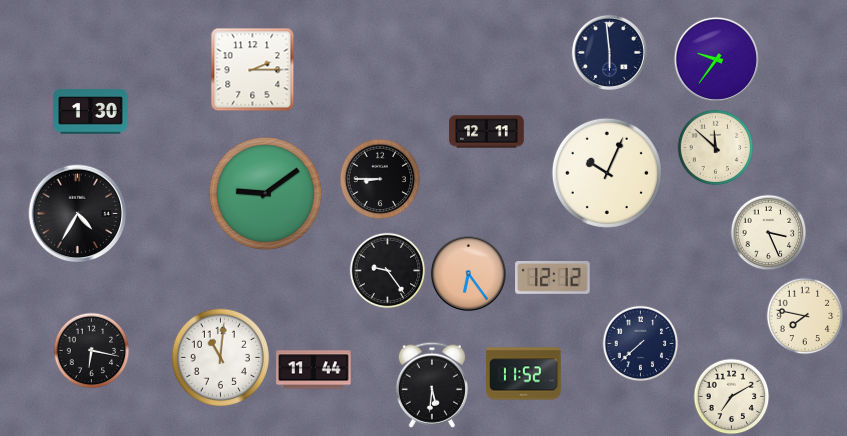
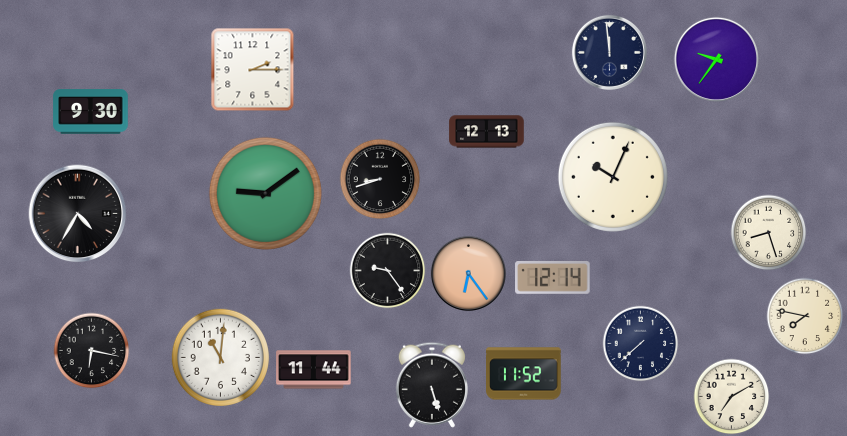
clock at (609, 52): 5:59 -> 11:59
clock at (91, 112): 1:30 -> 9:30
clock at (487, 132): 12:11 -> 12:13
clock at (716, 148): 11:52 -> none
clock at (607, 173) position: (607, 173) -> (613, 177)
clock at (380, 179): 8:45 -> 8:42
clock at (769, 233): 3:26 -> 8:27
clock at (553, 278): 12:12 -> 12:14
clock at (432, 385): 5:31 -> 5:27
